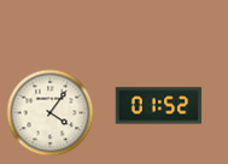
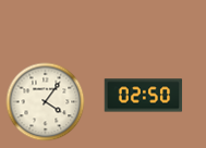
clock at (159, 106): 01:52 -> 02:50
